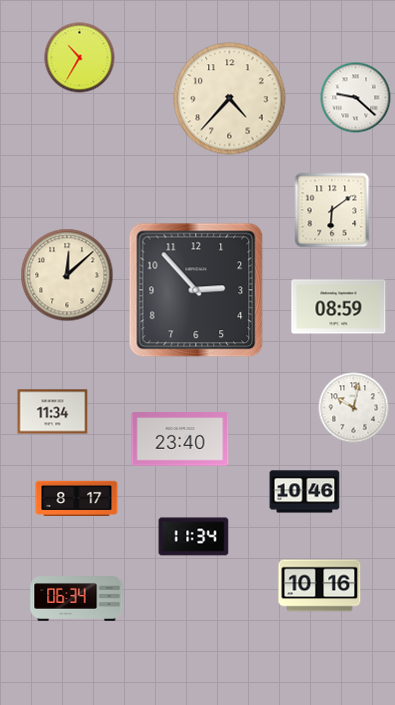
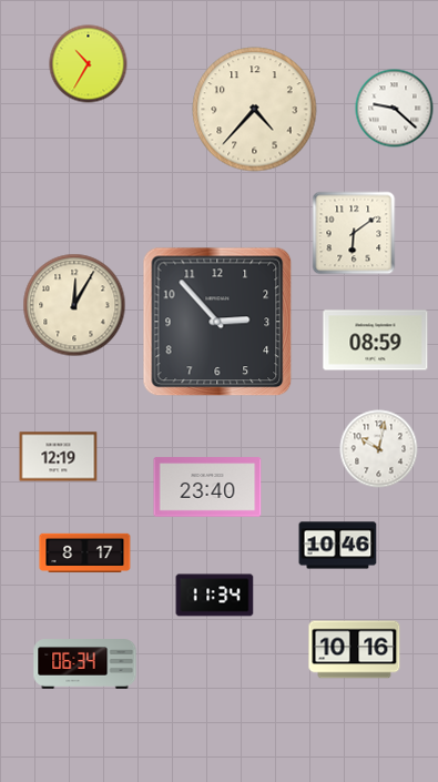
clock at (332, 210) position: (332, 210) -> (354, 233)
clock at (67, 275): 12:08 -> 12:05
clock at (354, 408) position: (354, 408) -> (379, 449)
clock at (53, 412): 11:34 -> 12:19
clock at (180, 439) position: (180, 439) -> (207, 487)
